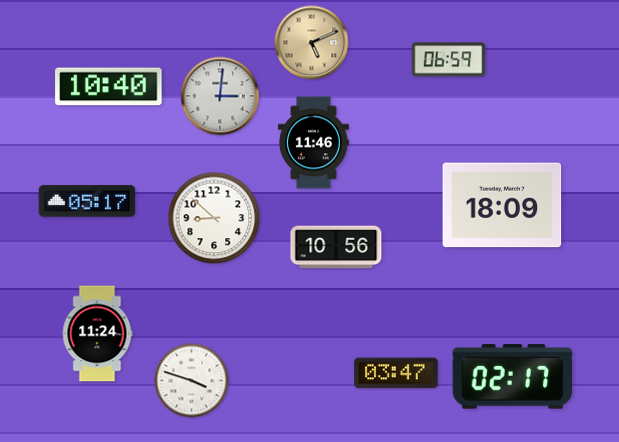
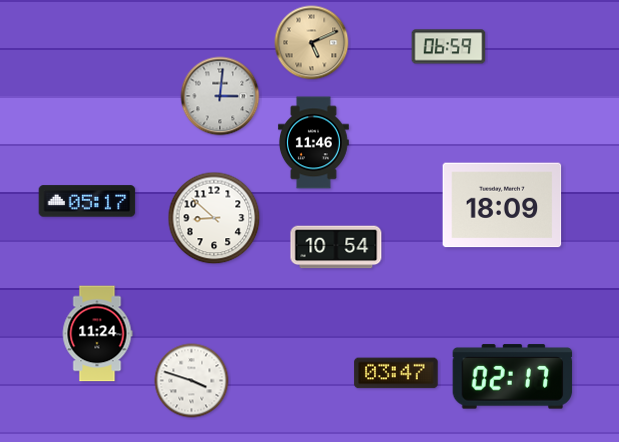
clock at (449, 60) position: (449, 60) -> (449, 47)
clock at (109, 87): 10:40 -> none
clock at (336, 247): 10:56 -> 10:54
